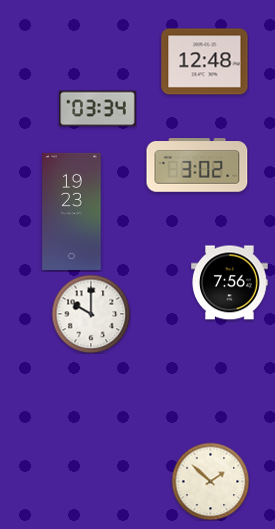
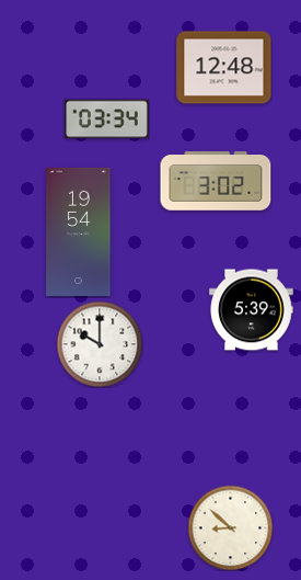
clock at (72, 211): 19:23 -> 19:54
clock at (230, 283): 7:56 -> 5:39
clock at (210, 481): 1:52 -> 8:52
